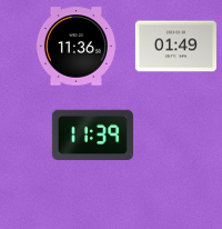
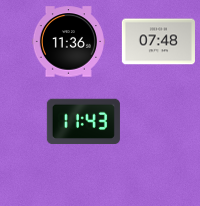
clock at (175, 47): 01:49 -> 07:48
clock at (92, 136): 11:39 -> 11:43
